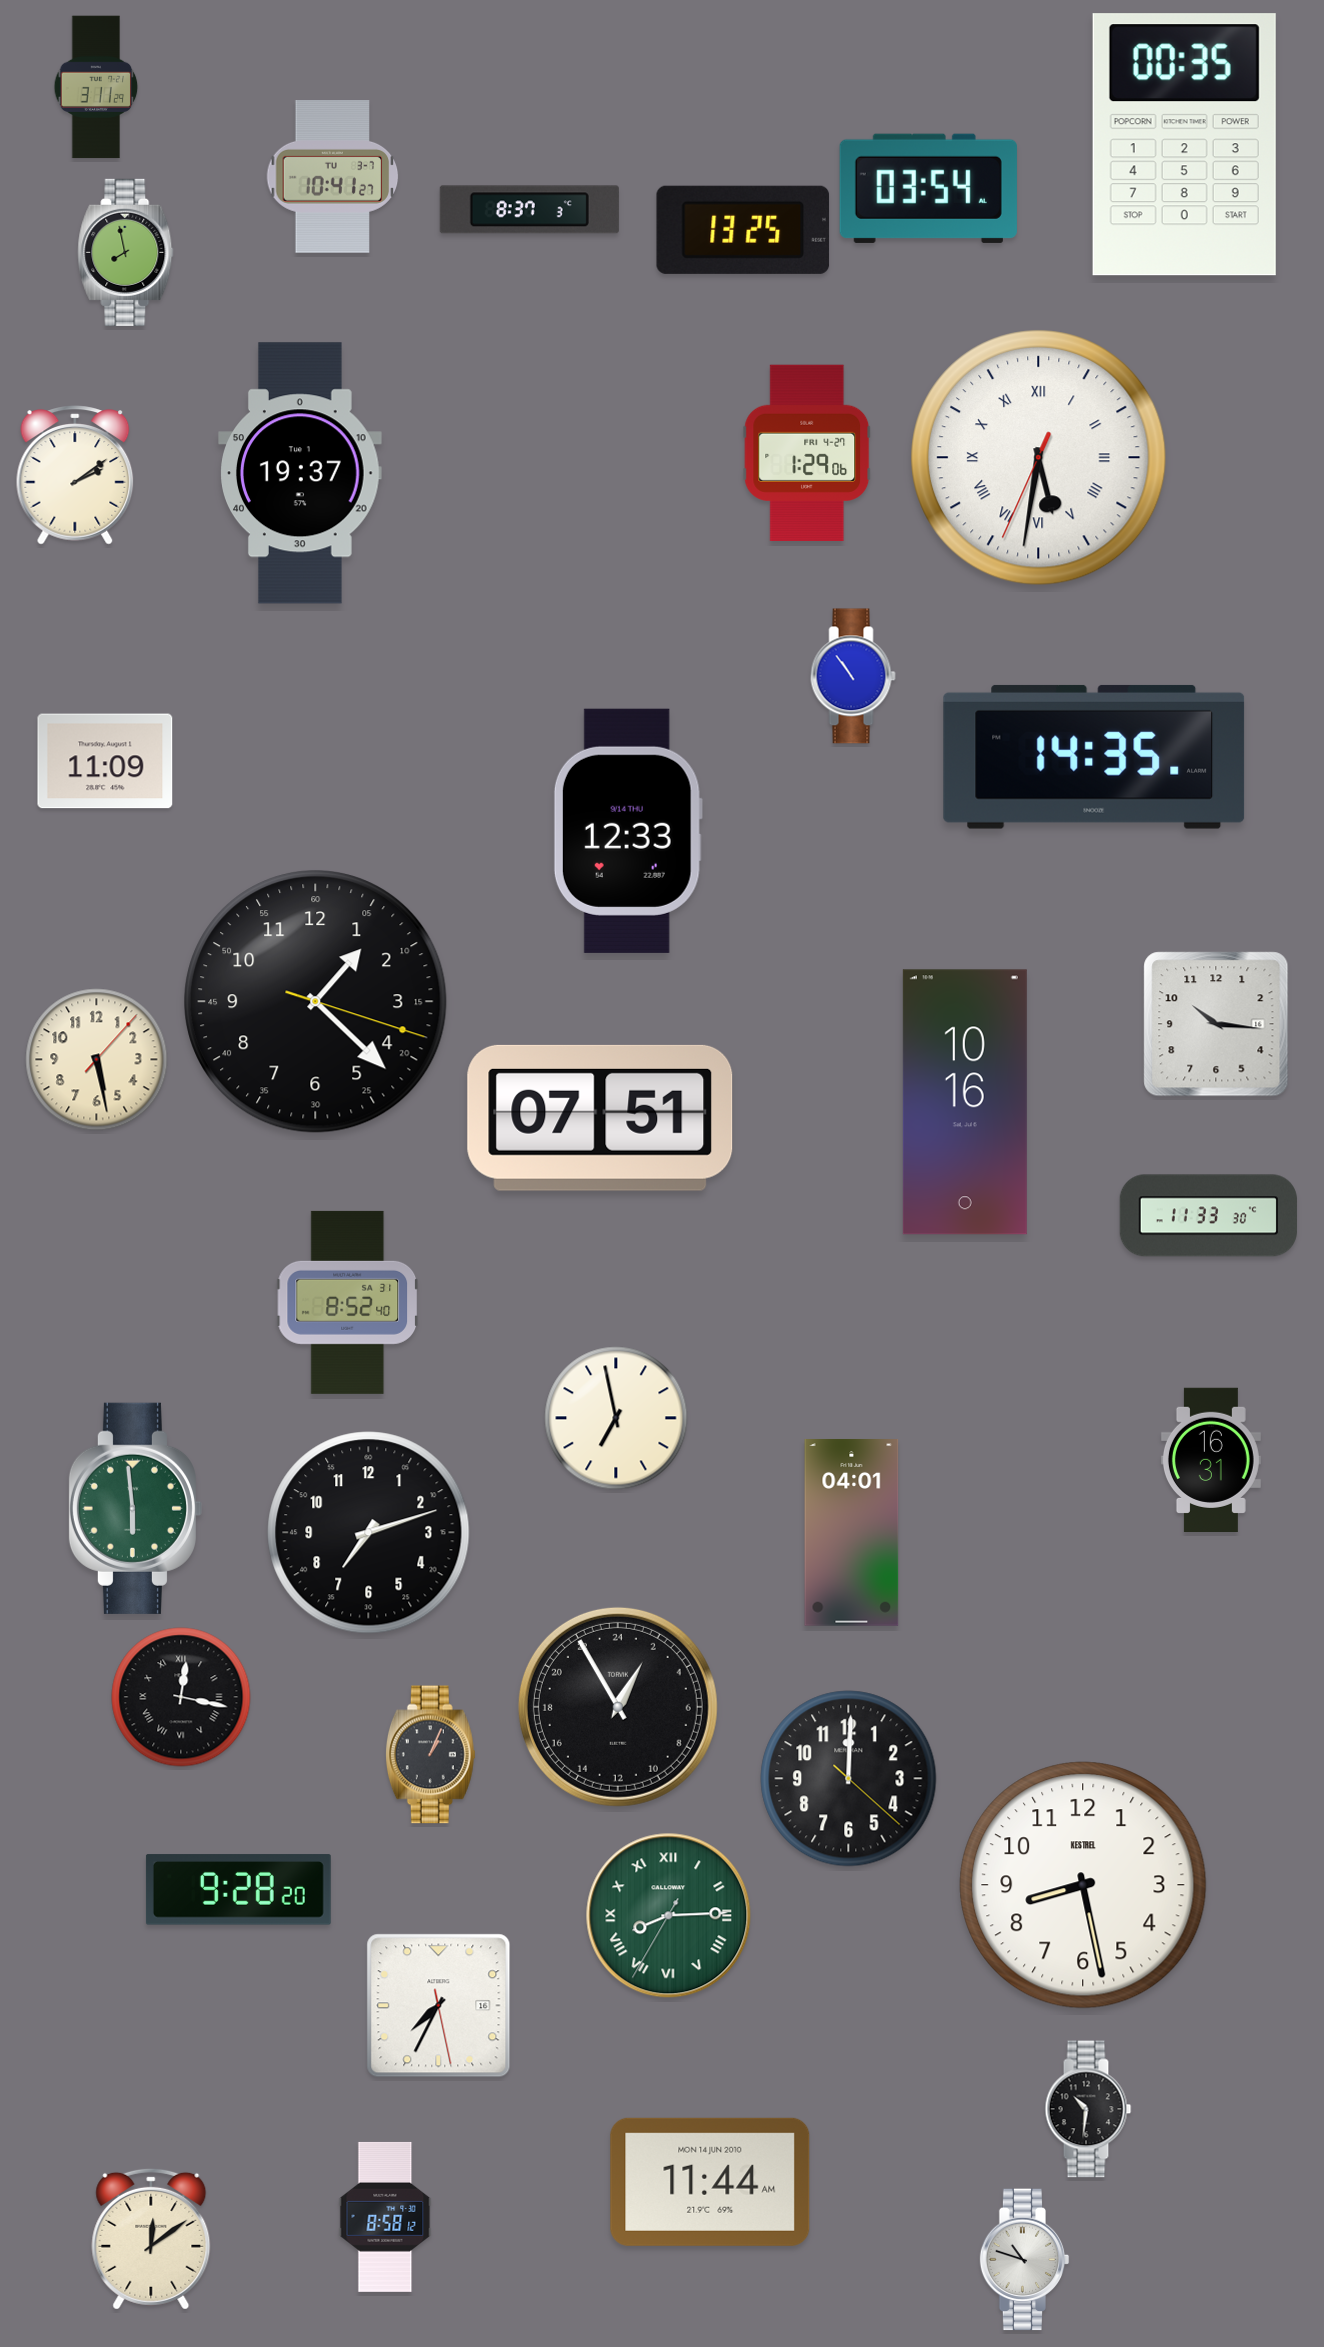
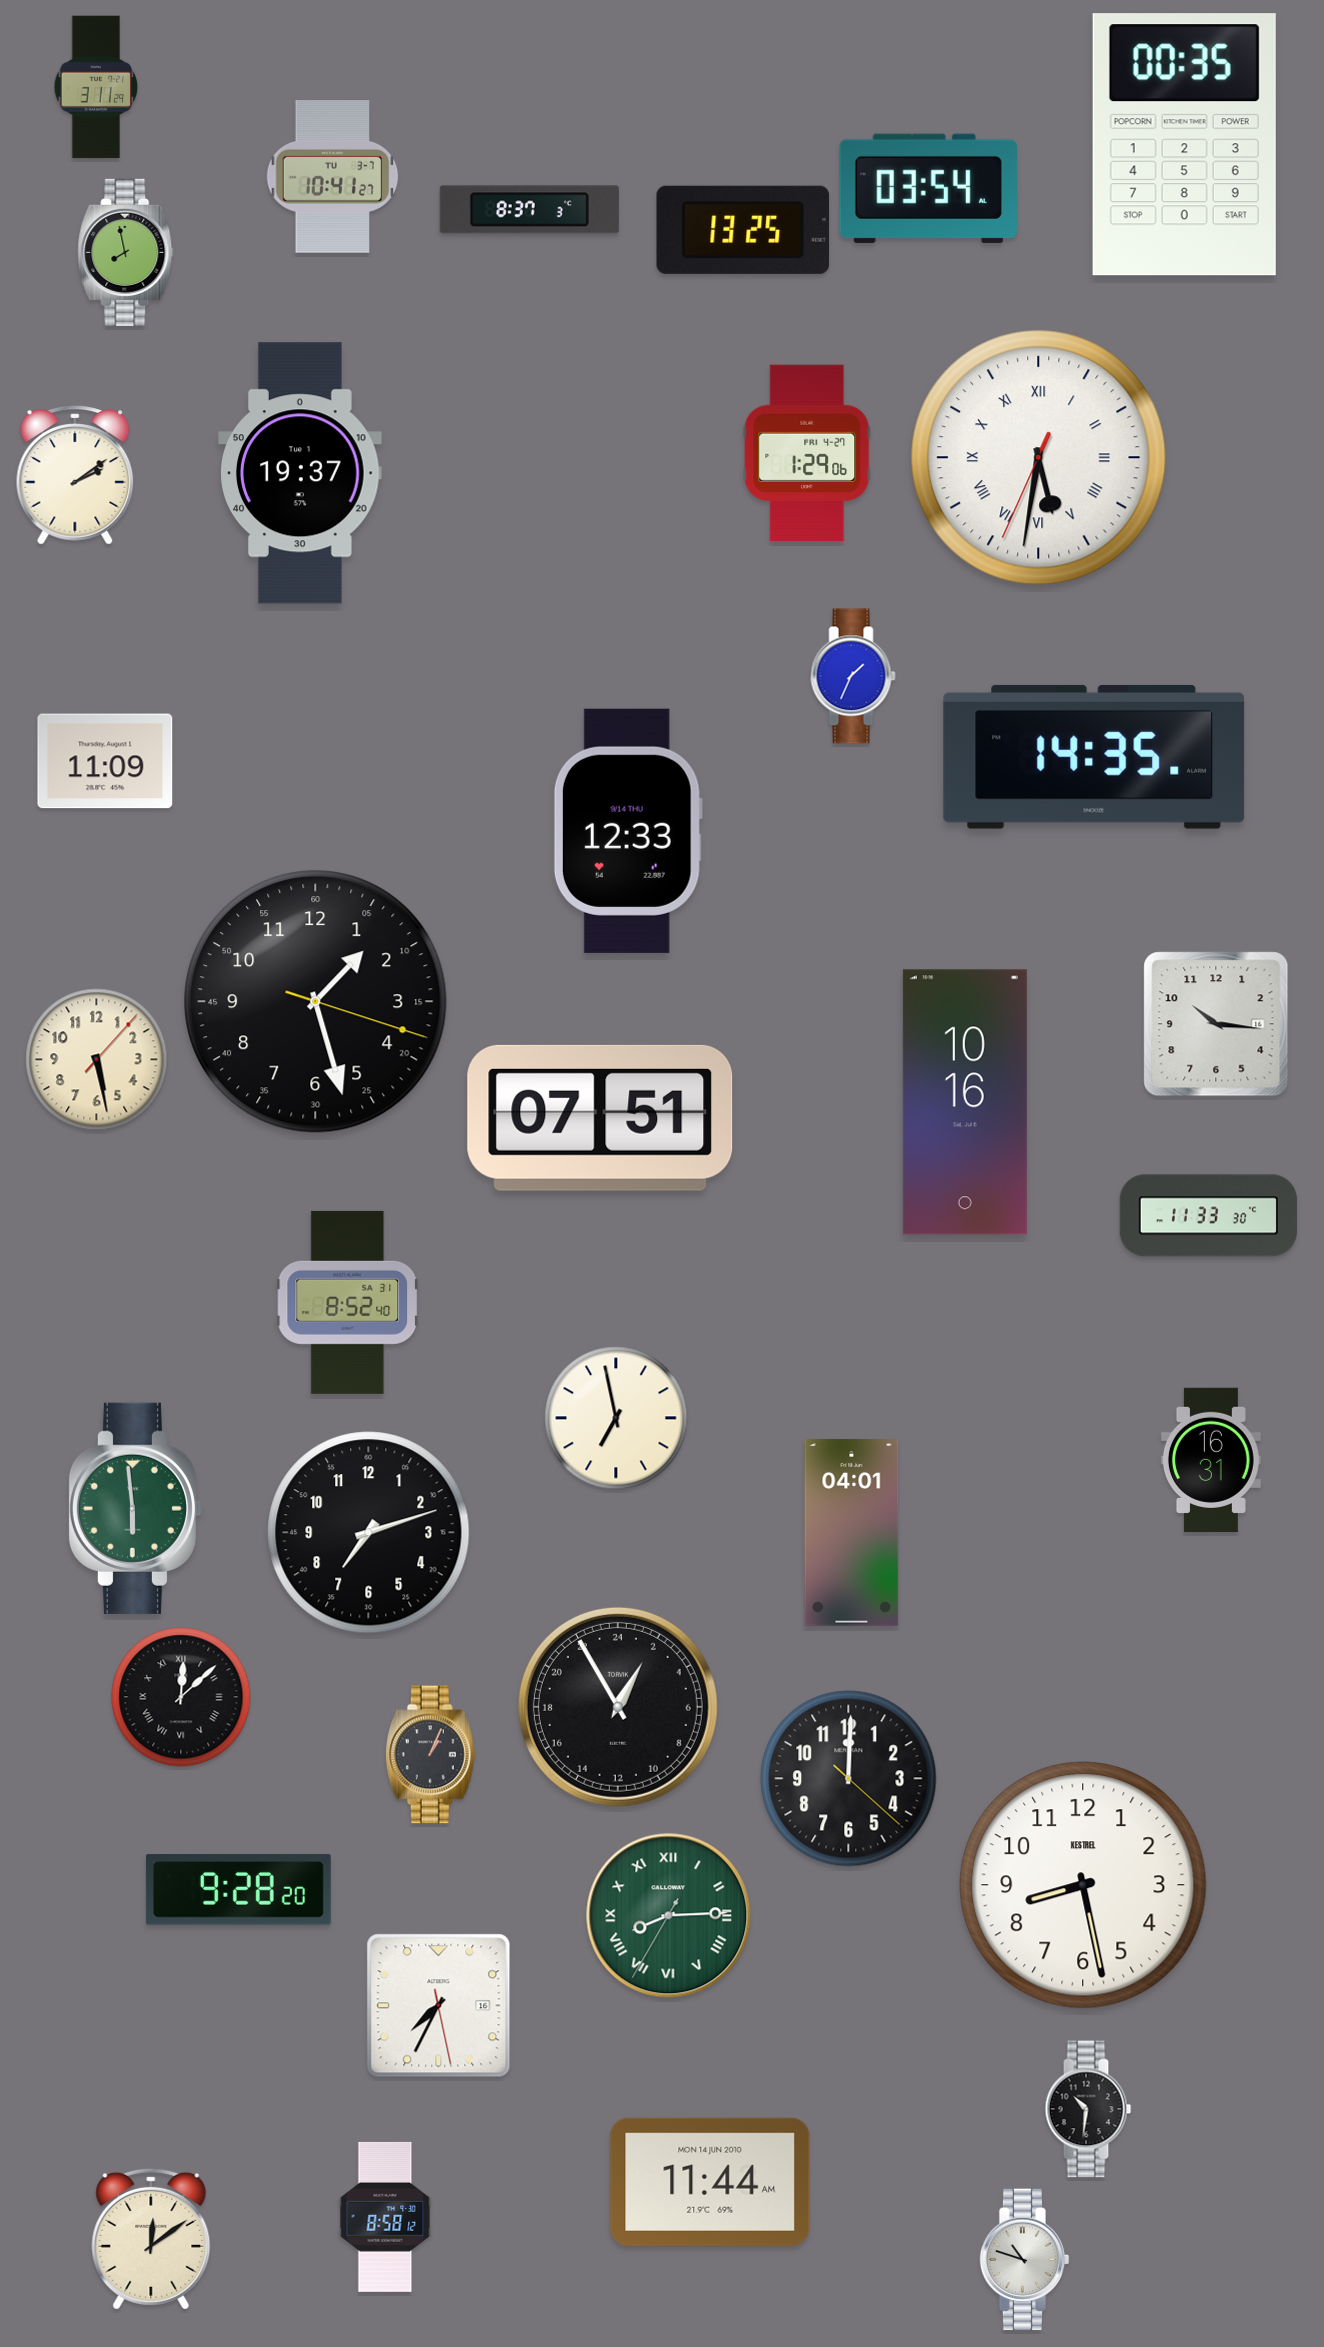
clock at (853, 676): 10:54 -> 1:34
clock at (316, 1002): 1:22 -> 1:27
clock at (181, 1697): 12:17 -> 12:08
